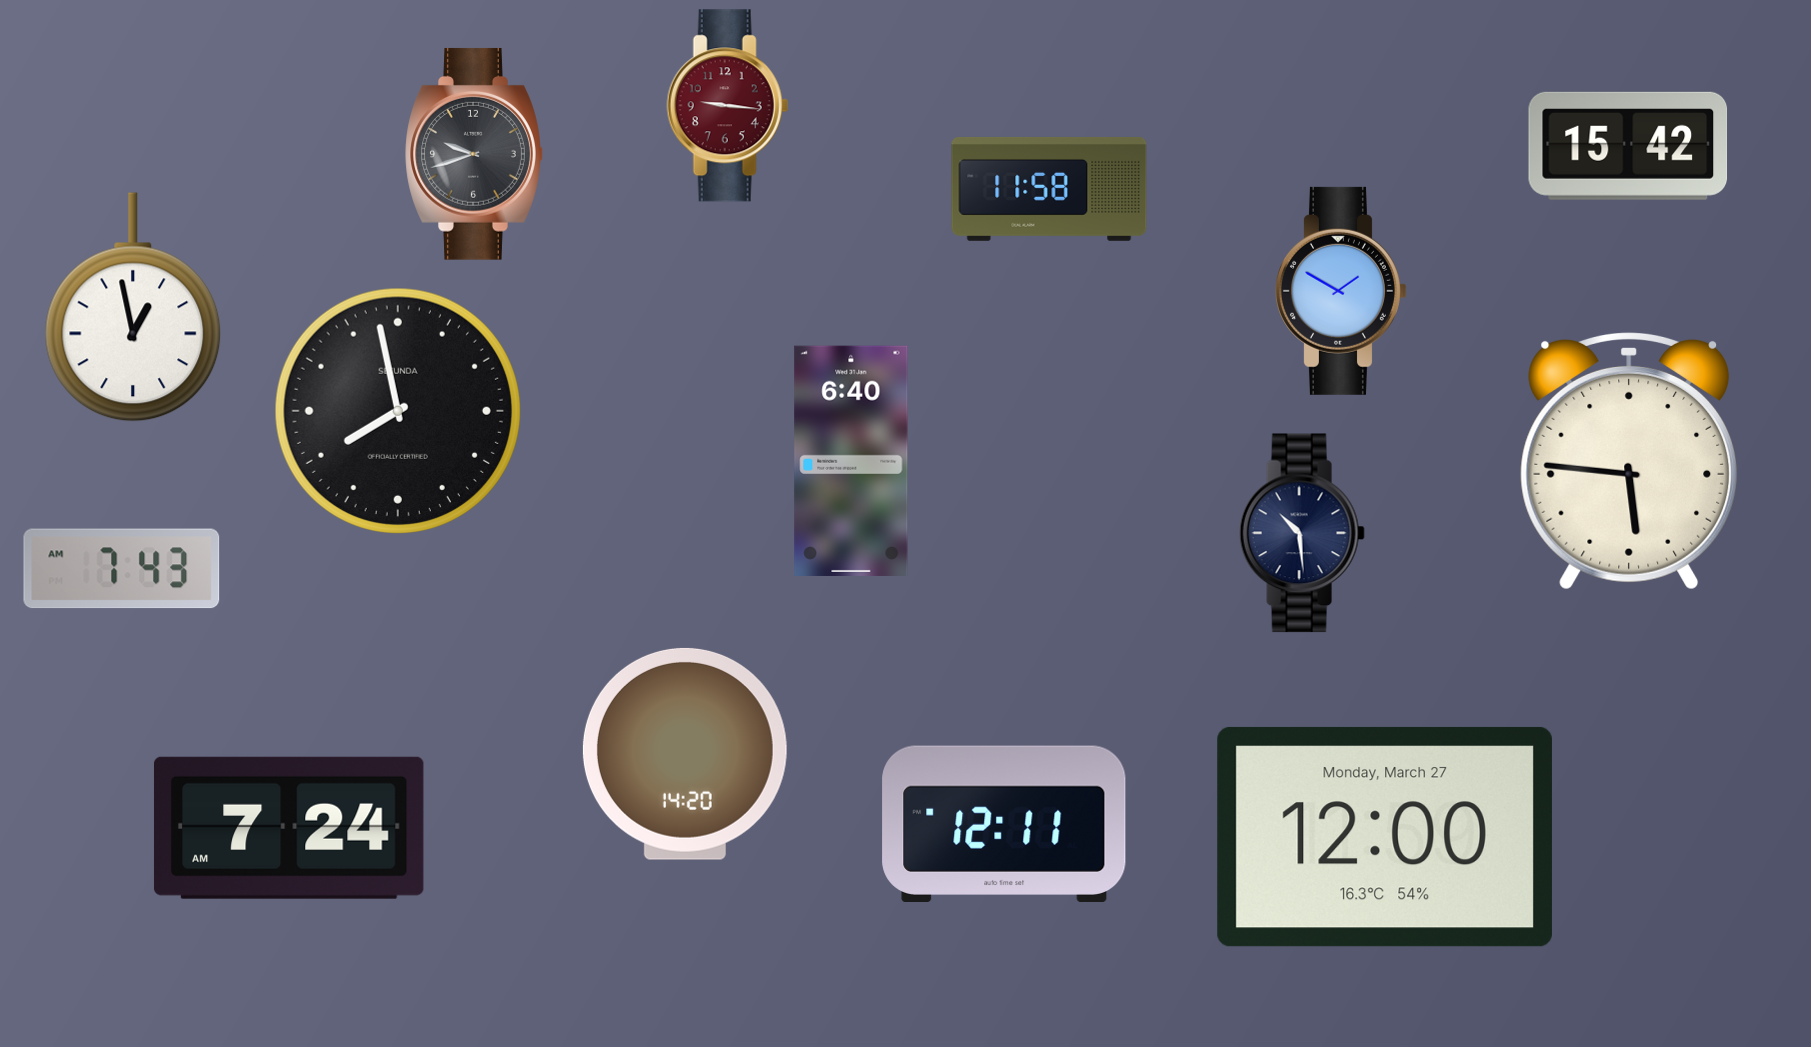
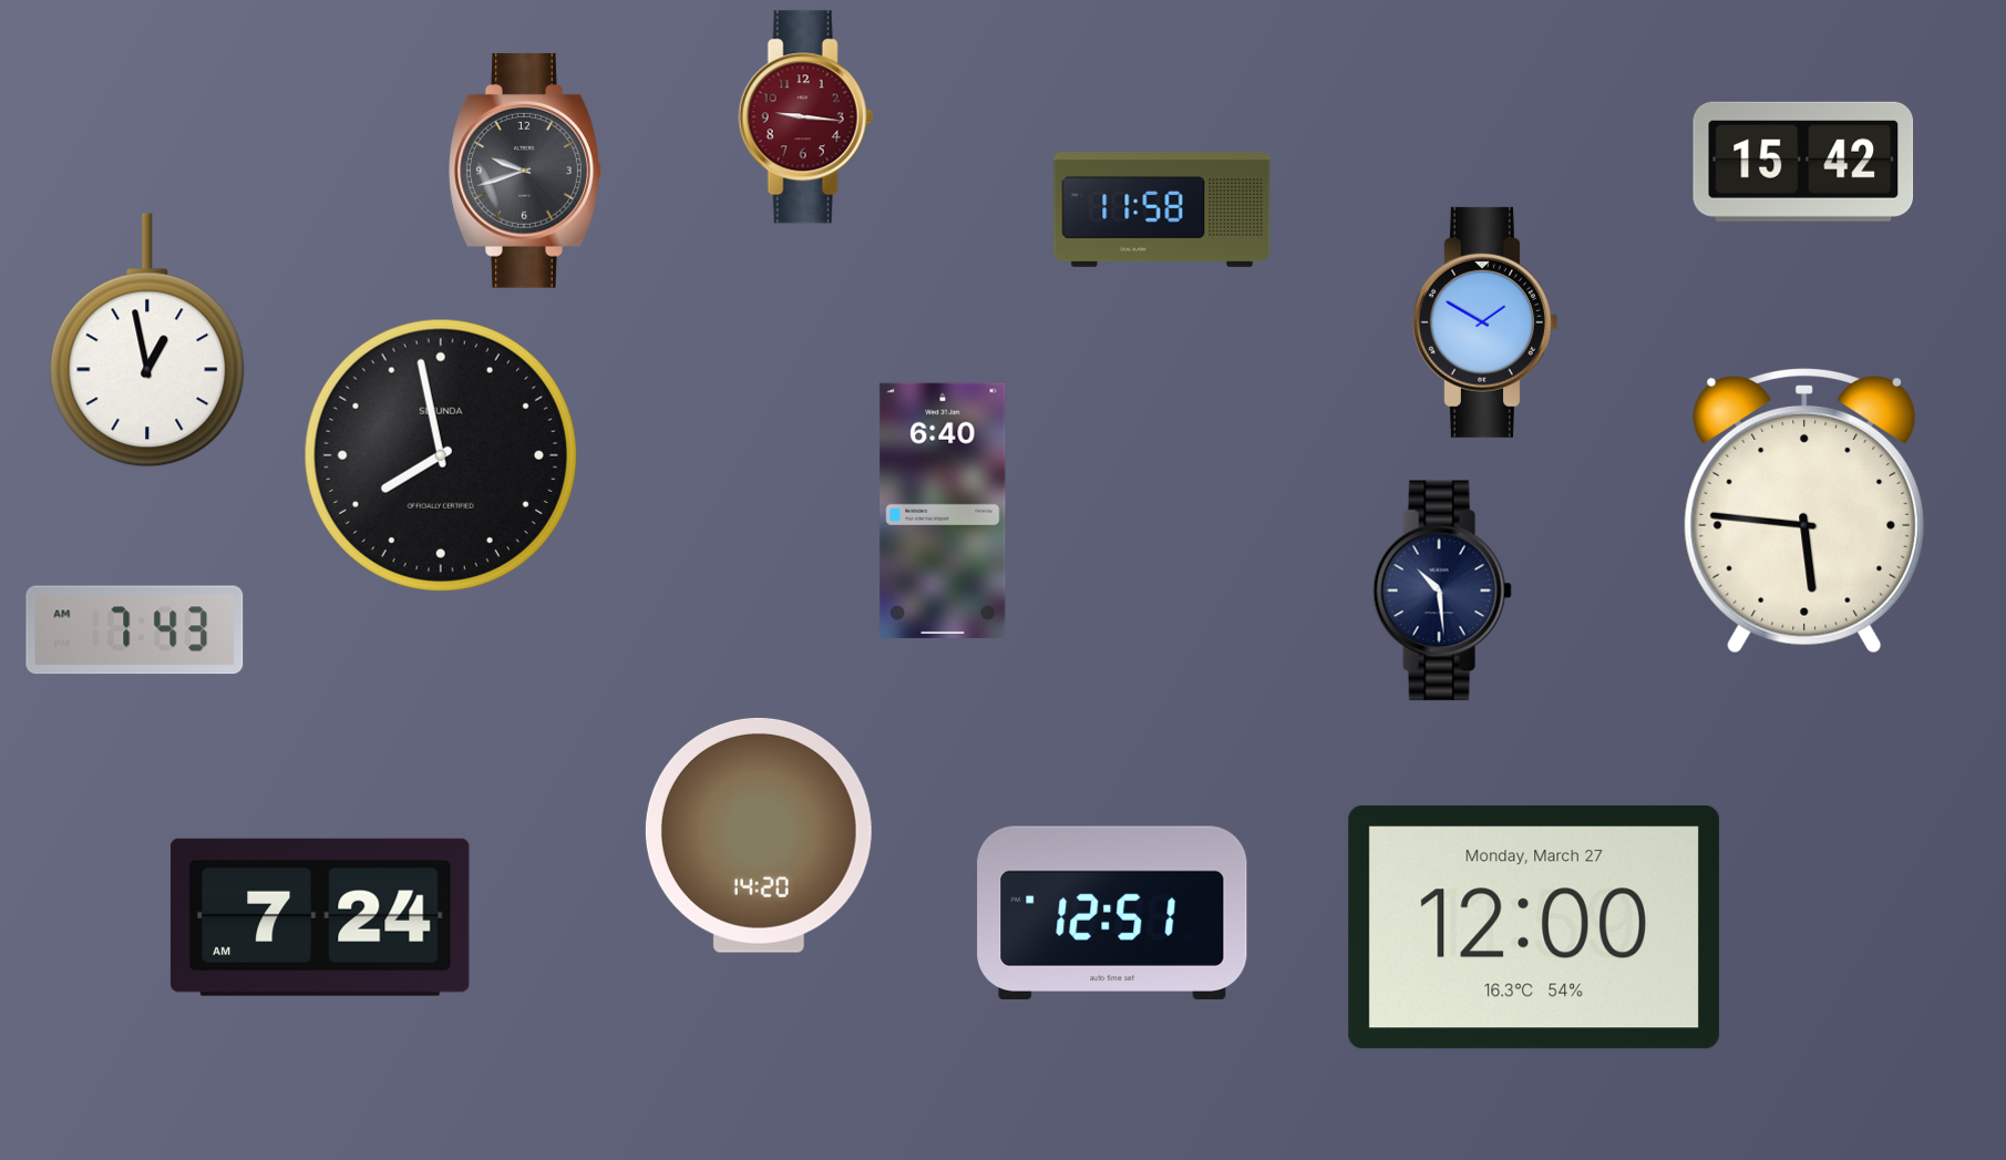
clock at (1004, 823): 12:11 -> 12:51
